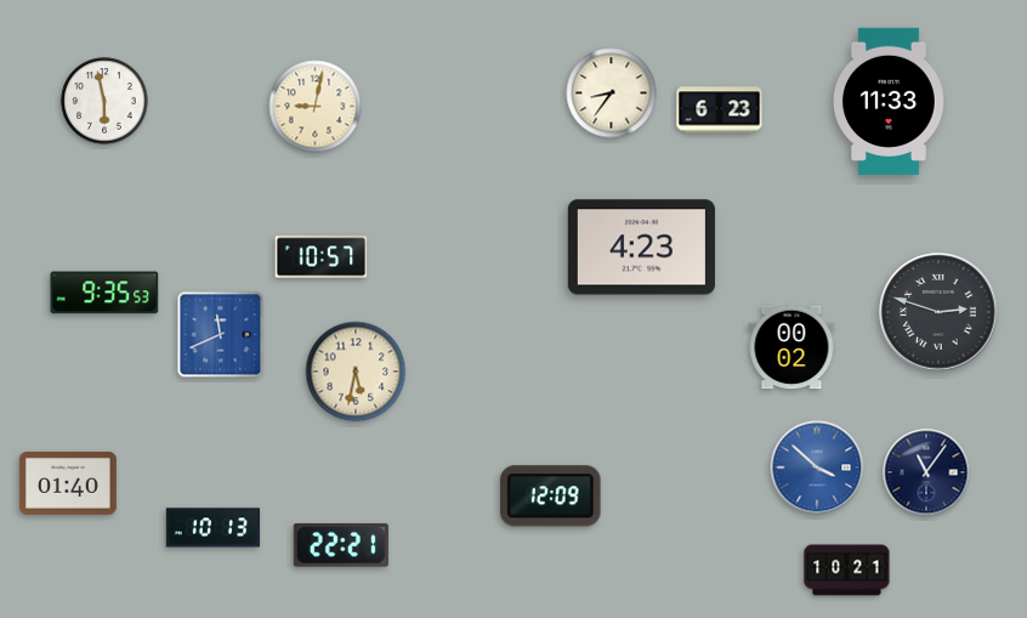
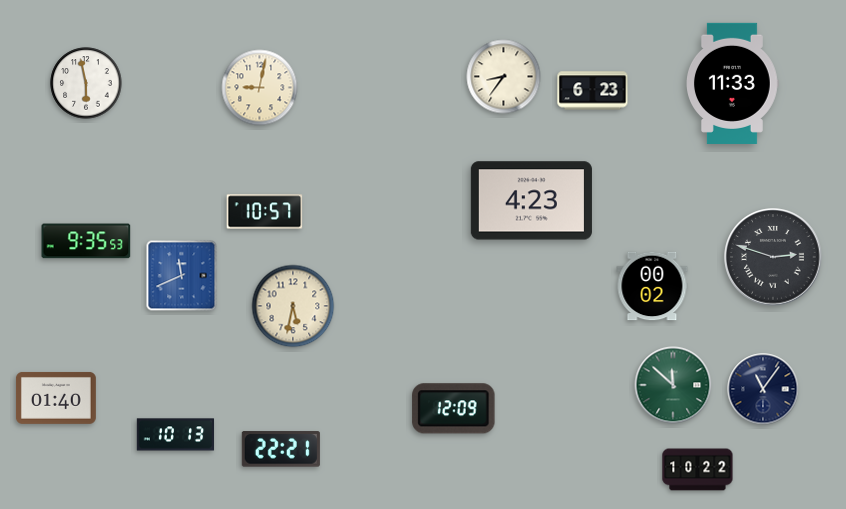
clock at (641, 248) position: (641, 248) -> (531, 201)
clock at (817, 467): 3:52 -> 11:52
clock at (817, 467) dial: blue -> green
clock at (847, 571): 10:21 -> 10:22
